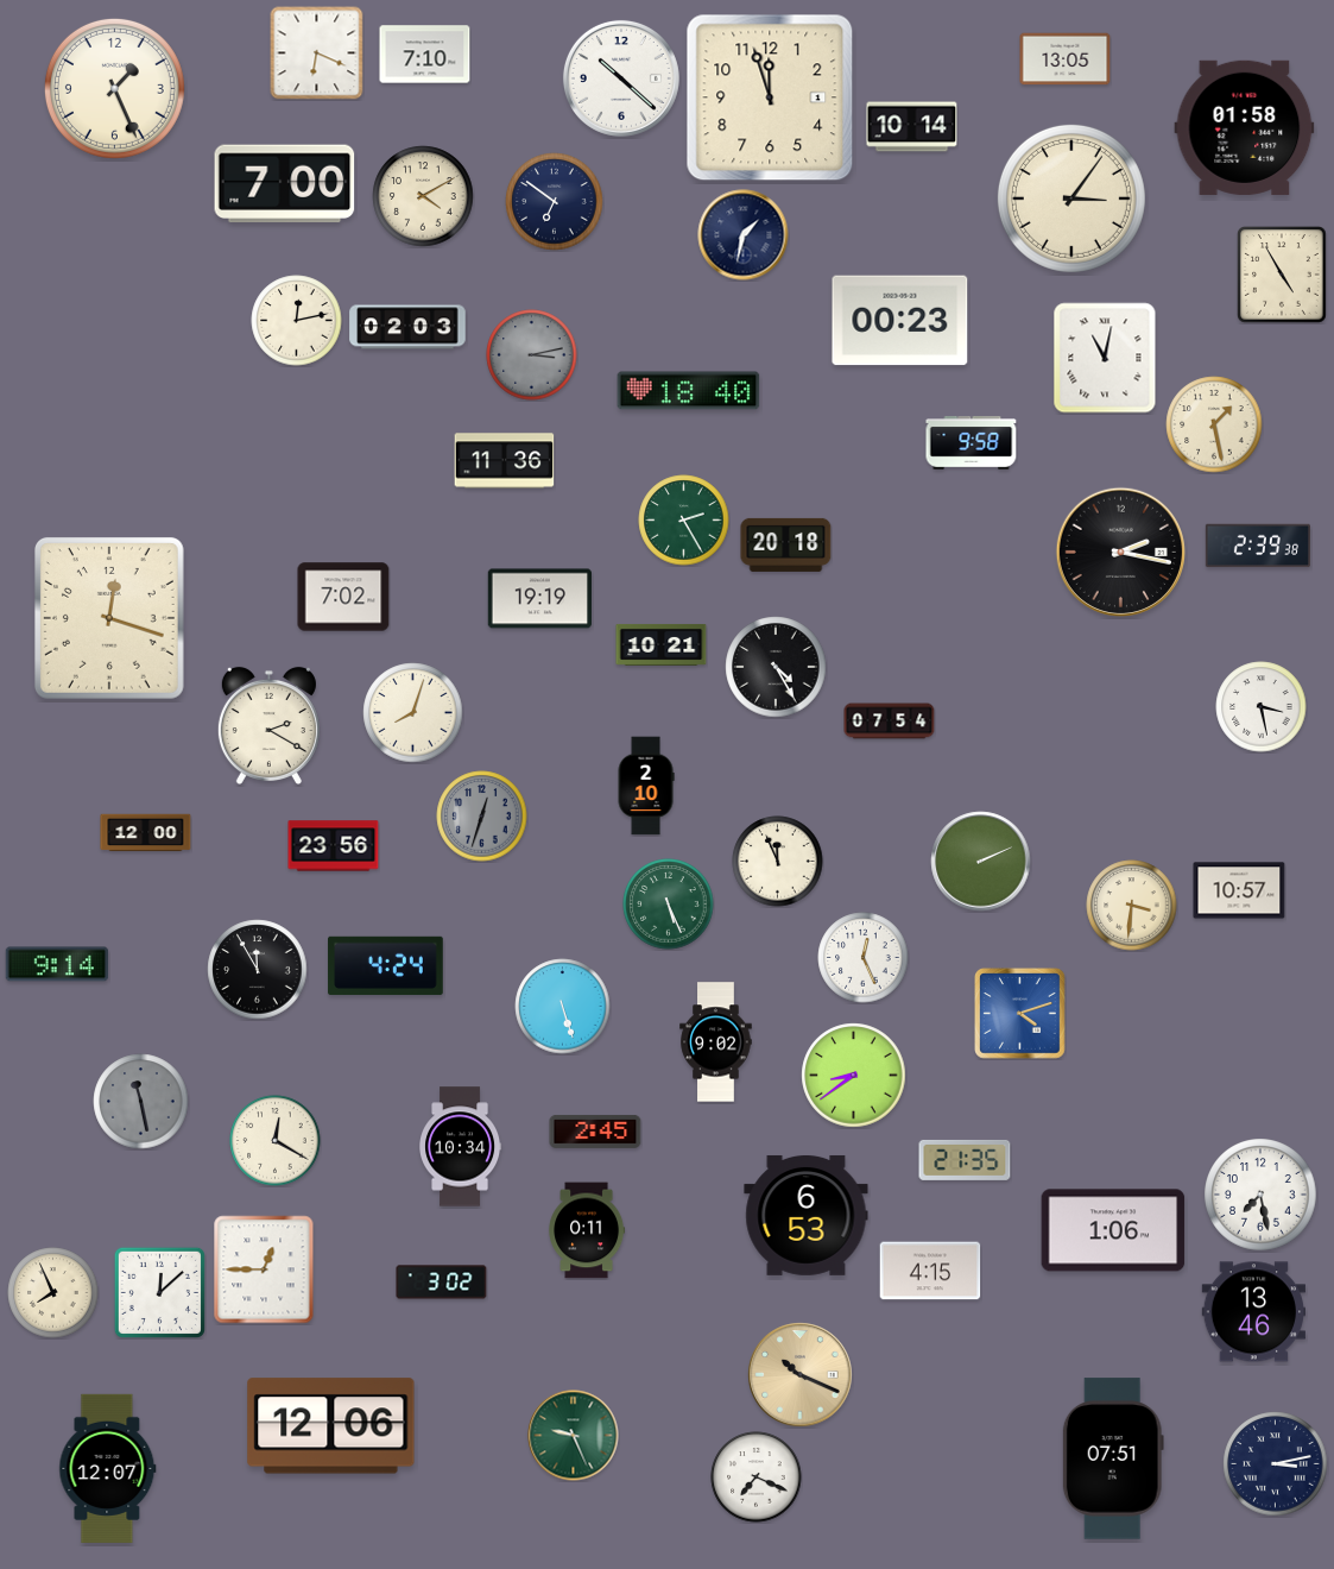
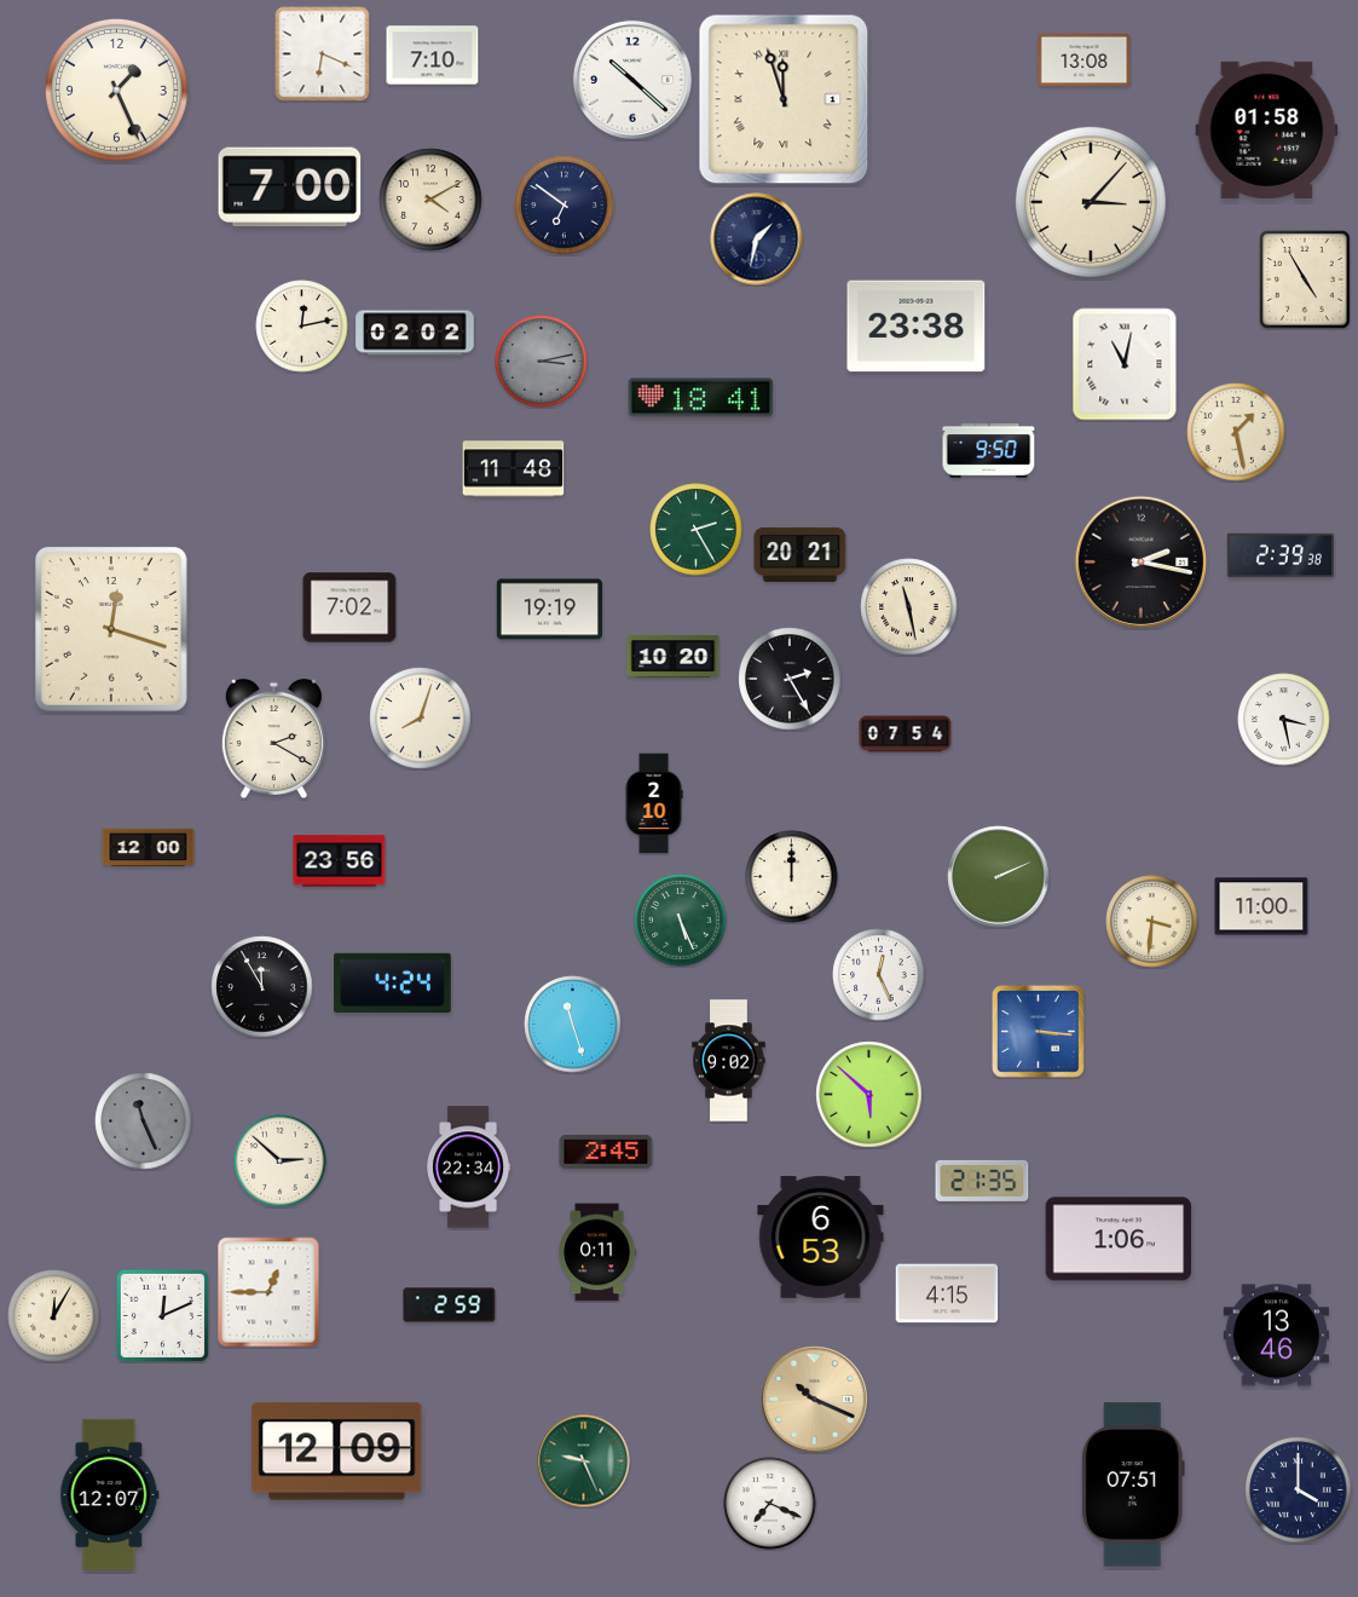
clock at (1066, 59): 13:05 -> 13:08
clock at (770, 97) numerals: Arabic -> Roman
clock at (912, 127): 10:14 -> none
clock at (1071, 199): 3:06 -> 3:07
clock at (900, 321): 00:23 -> 23:38
clock at (407, 327): 02:03 -> 02:02
clock at (689, 391): 18:40 -> 18:41
clock at (972, 443): 9:58 -> 9:50
clock at (505, 461): 11:36 -> 11:48
clock at (786, 544): 20:18 -> 20:21
clock at (909, 607): none -> 11:28
clock at (662, 644): 10:21 -> 10:20
clock at (776, 667): 4:25 -> 2:25
clock at (413, 713) position: (413, 713) -> (421, 719)
clock at (646, 786) position: (646, 786) -> (654, 803)
clock at (482, 817): 12:33 -> none
clock at (778, 862): 11:56 -> 12:00
clock at (1239, 890): 10:57 -> 11:00
clock at (57, 964): 9:14 -> none
clock at (563, 1007): 5:27 -> 11:27
clock at (1020, 1014): 4:12 -> 3:16
clock at (854, 1076): 8:39 -> 5:52
clock at (141, 1102): 11:28 -> 11:26
clock at (276, 1141): 12:20 -> 2:52
clock at (461, 1147): 10:34 -> 22:34
clock at (1260, 1195): 7:28 -> none
clock at (1113, 1230) position: (1113, 1230) -> (1119, 1239)
clock at (442, 1283): 3:02 -> 2:59
clock at (159, 1292): 12:08 -> 12:11
clock at (53, 1293): 7:56 -> 12:05
clock at (331, 1426): 12:06 -> 12:09
clock at (1276, 1464): 3:13 -> 4:00
